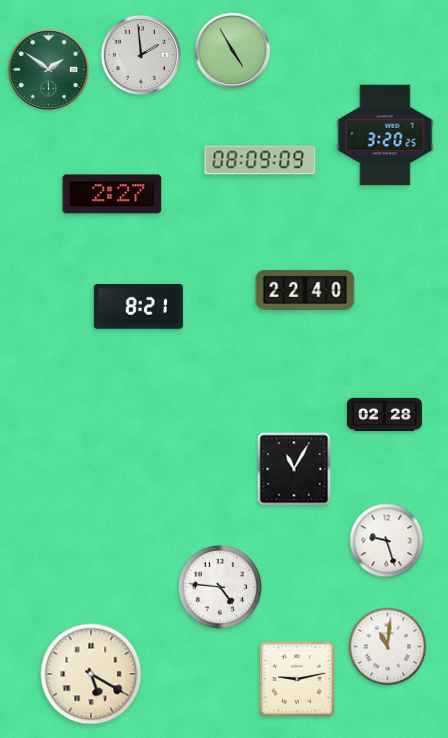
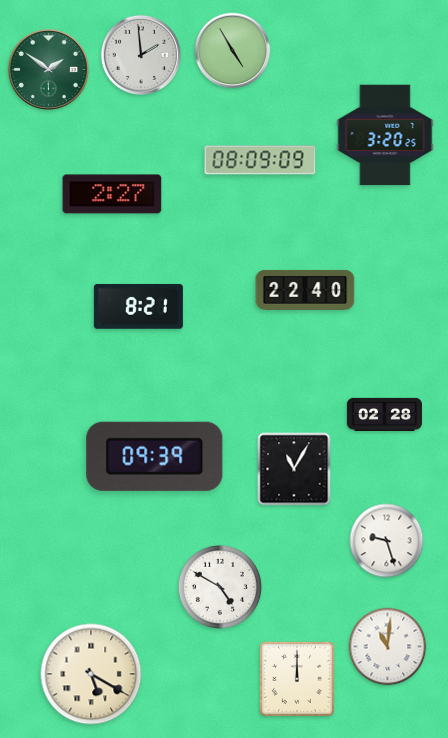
clock at (155, 456): none -> 09:39
clock at (220, 587): 4:46 -> 4:50
clock at (297, 679): 9:13 -> 12:00
